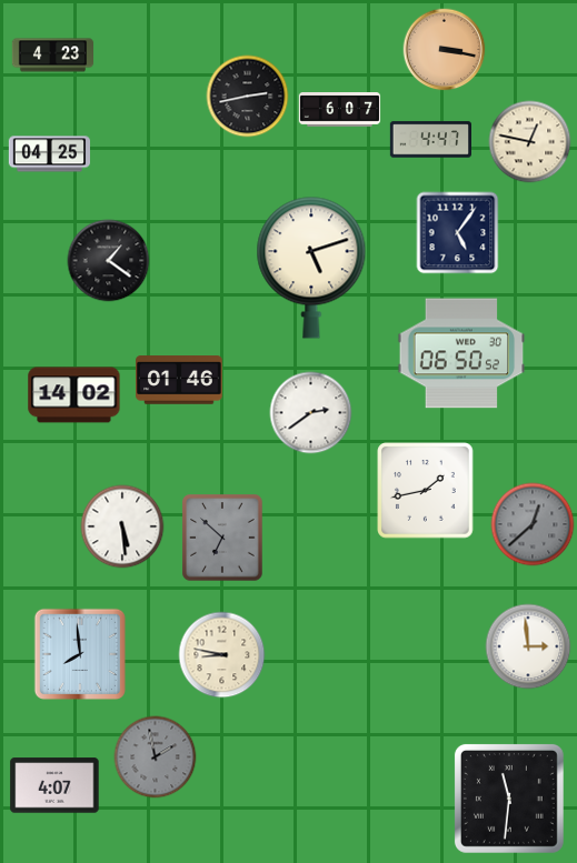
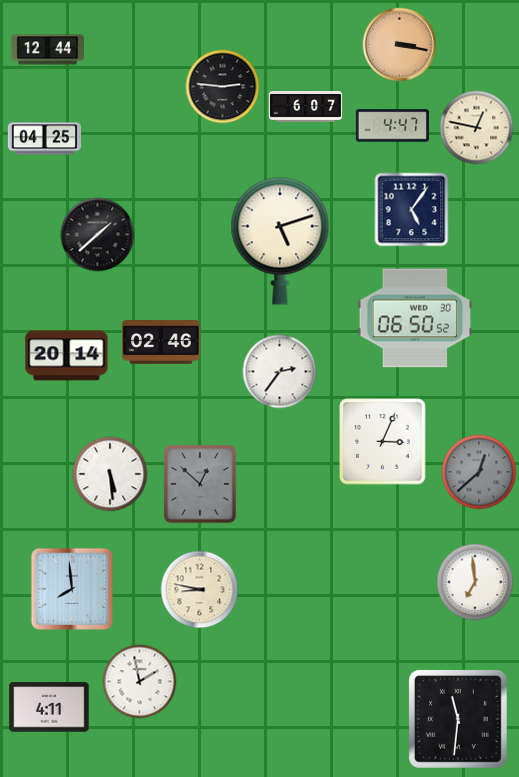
clock at (53, 56): 4:23 -> 12:44
clock at (248, 97): 2:43 -> 2:46
clock at (340, 110) position: (340, 110) -> (306, 107)
clock at (430, 140) position: (430, 140) -> (392, 126)
clock at (109, 261): 1:21 -> 1:38
clock at (179, 380): 01:46 -> 02:46
clock at (74, 395): 14:02 -> 20:14
clock at (311, 413): 2:39 -> 2:36
clock at (426, 491): 1:43 -> 3:04
clock at (222, 538): 6:52 -> 12:52
clock at (528, 646): 2:59 -> 6:59
clock at (156, 757) dial: grey -> white
clock at (54, 785): 4:07 -> 4:11
